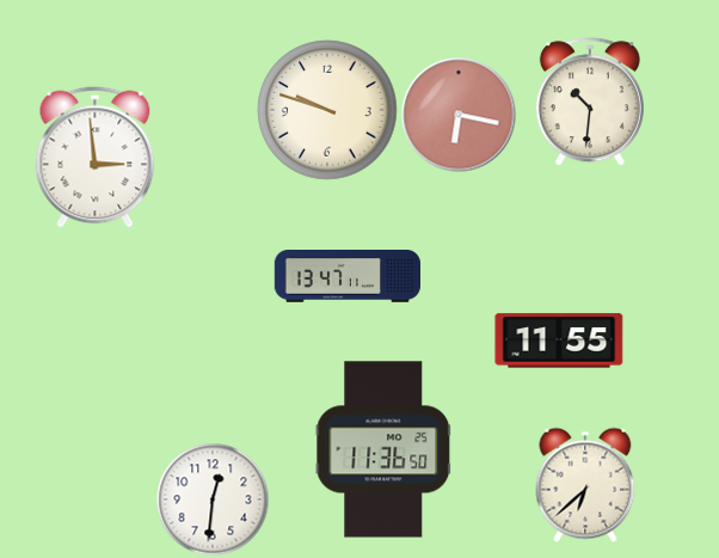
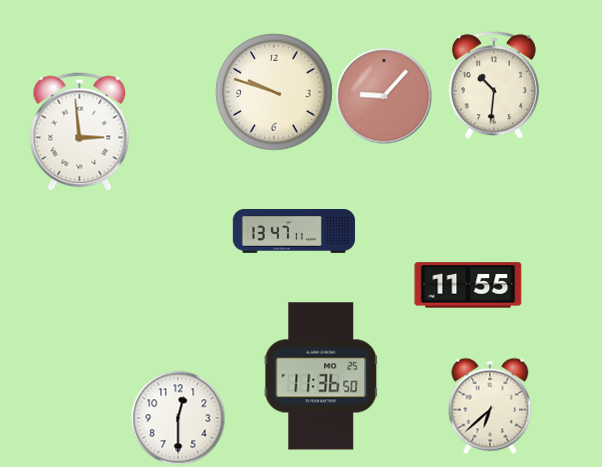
clock at (459, 115): 6:17 -> 9:07
clock at (346, 277) position: (346, 277) -> (293, 232)
clock at (213, 499): 12:31 -> 12:30
